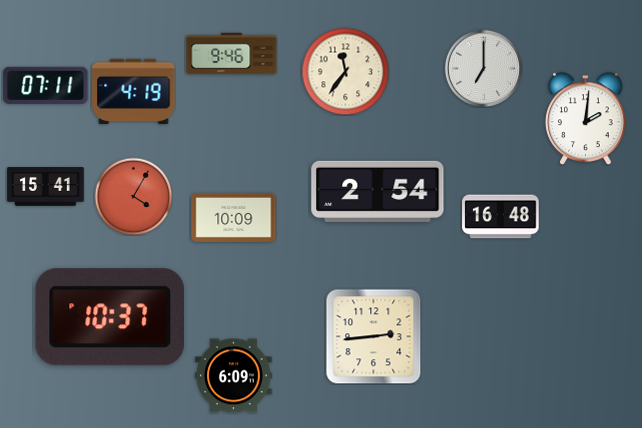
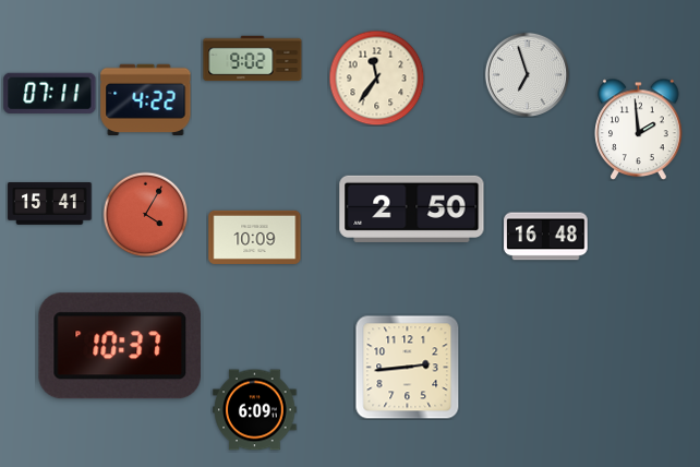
clock at (232, 54): 9:46 -> 9:02
clock at (483, 68): 7:00 -> 6:57
clock at (134, 91): 4:19 -> 4:22
clock at (586, 118): 2:01 -> 1:59
clock at (378, 191): 2:54 -> 2:50
